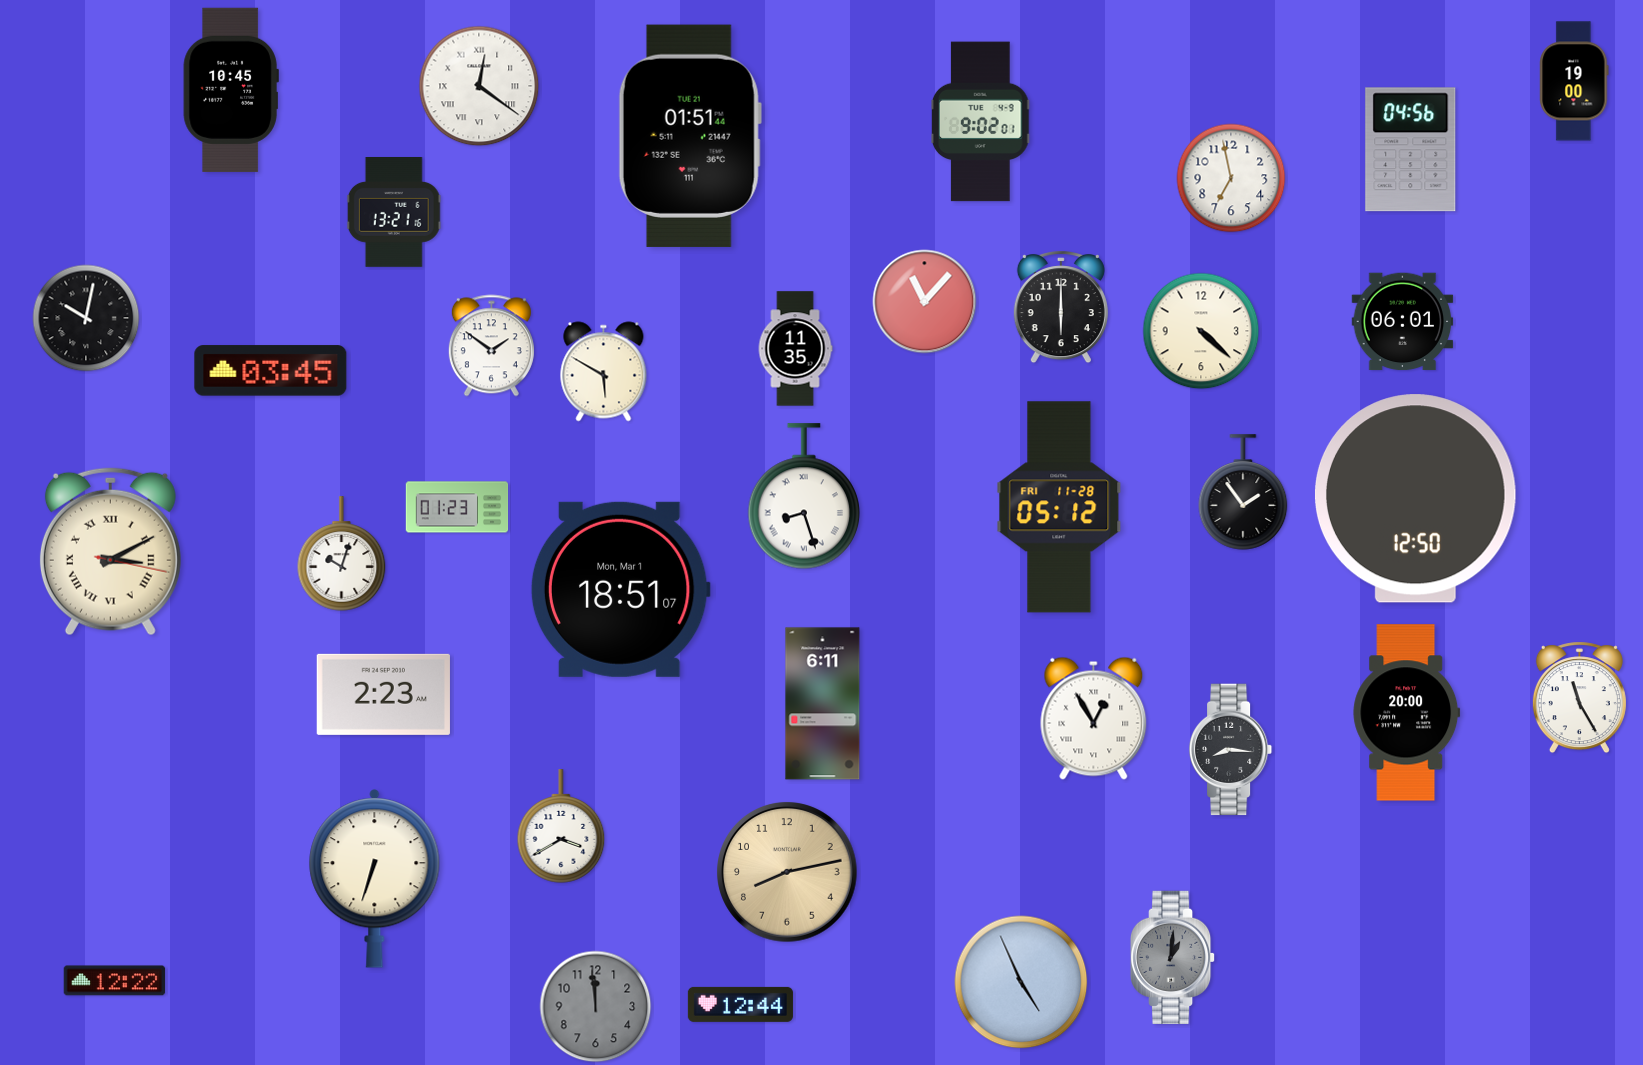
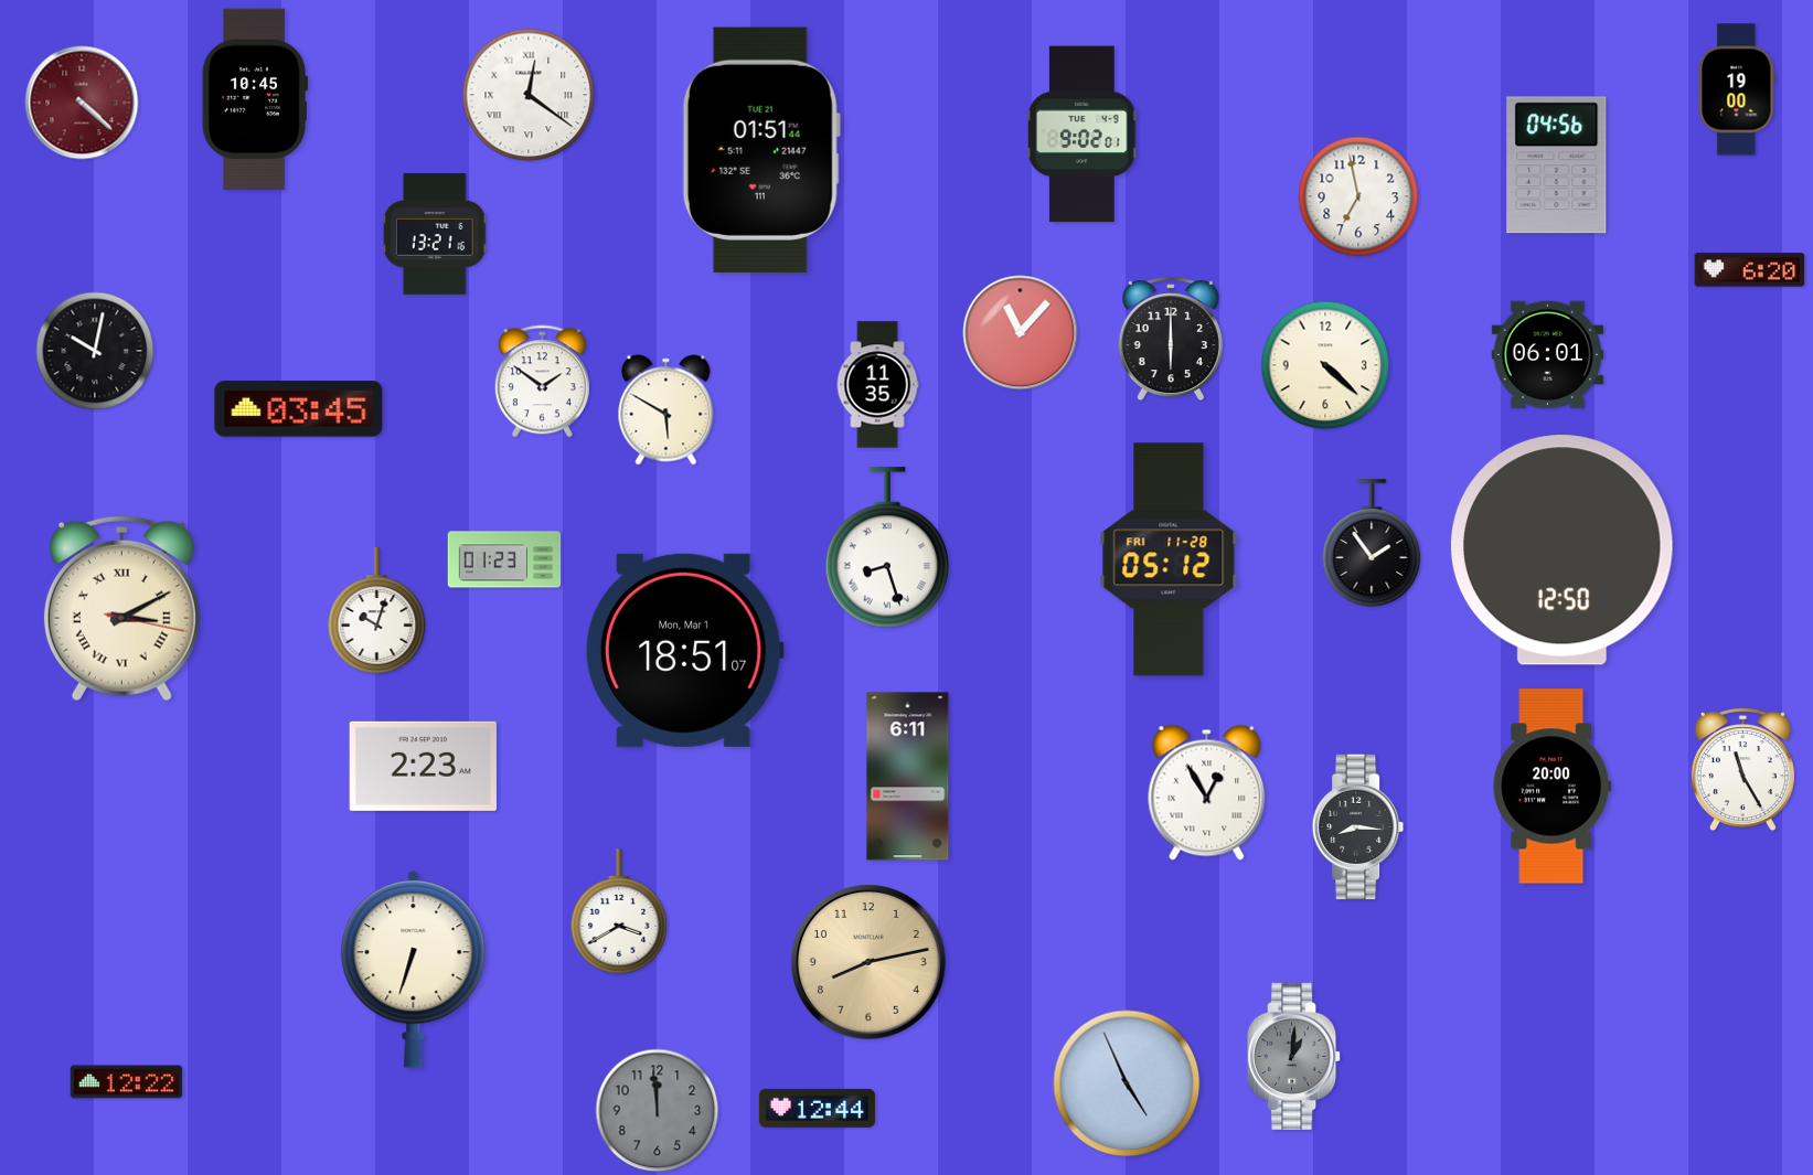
clock at (82, 103): none -> 4:22
clock at (1750, 270): none -> 6:20
